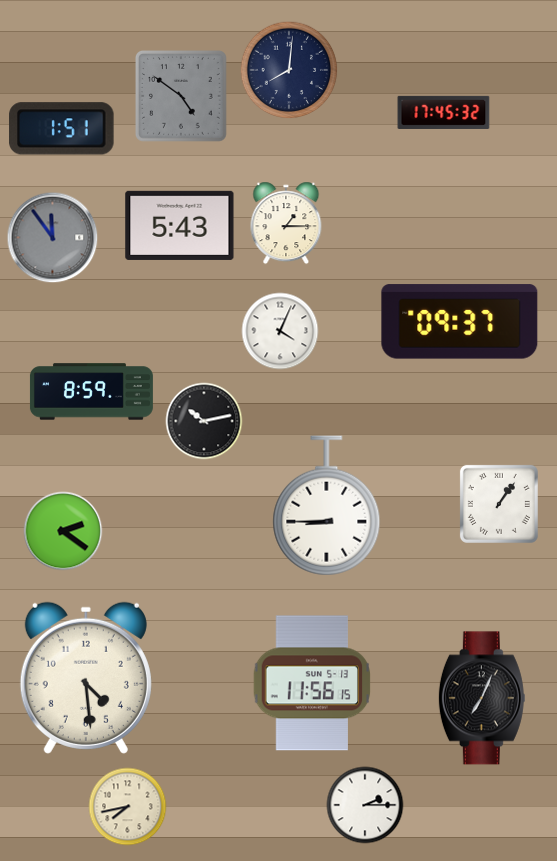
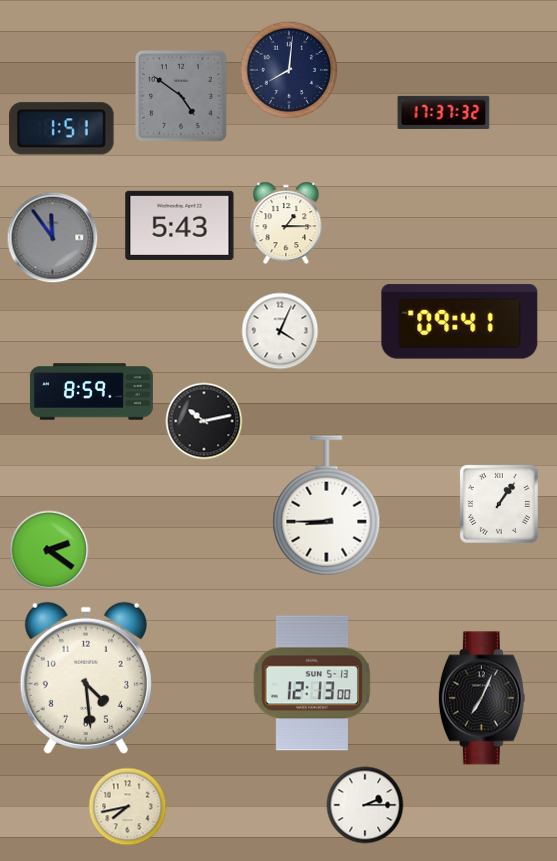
clock at (444, 112): 17:45 -> 17:37
clock at (460, 322): 09:37 -> 09:41
clock at (63, 531) position: (63, 531) -> (49, 550)
clock at (312, 683): 11:56 -> 12:13
